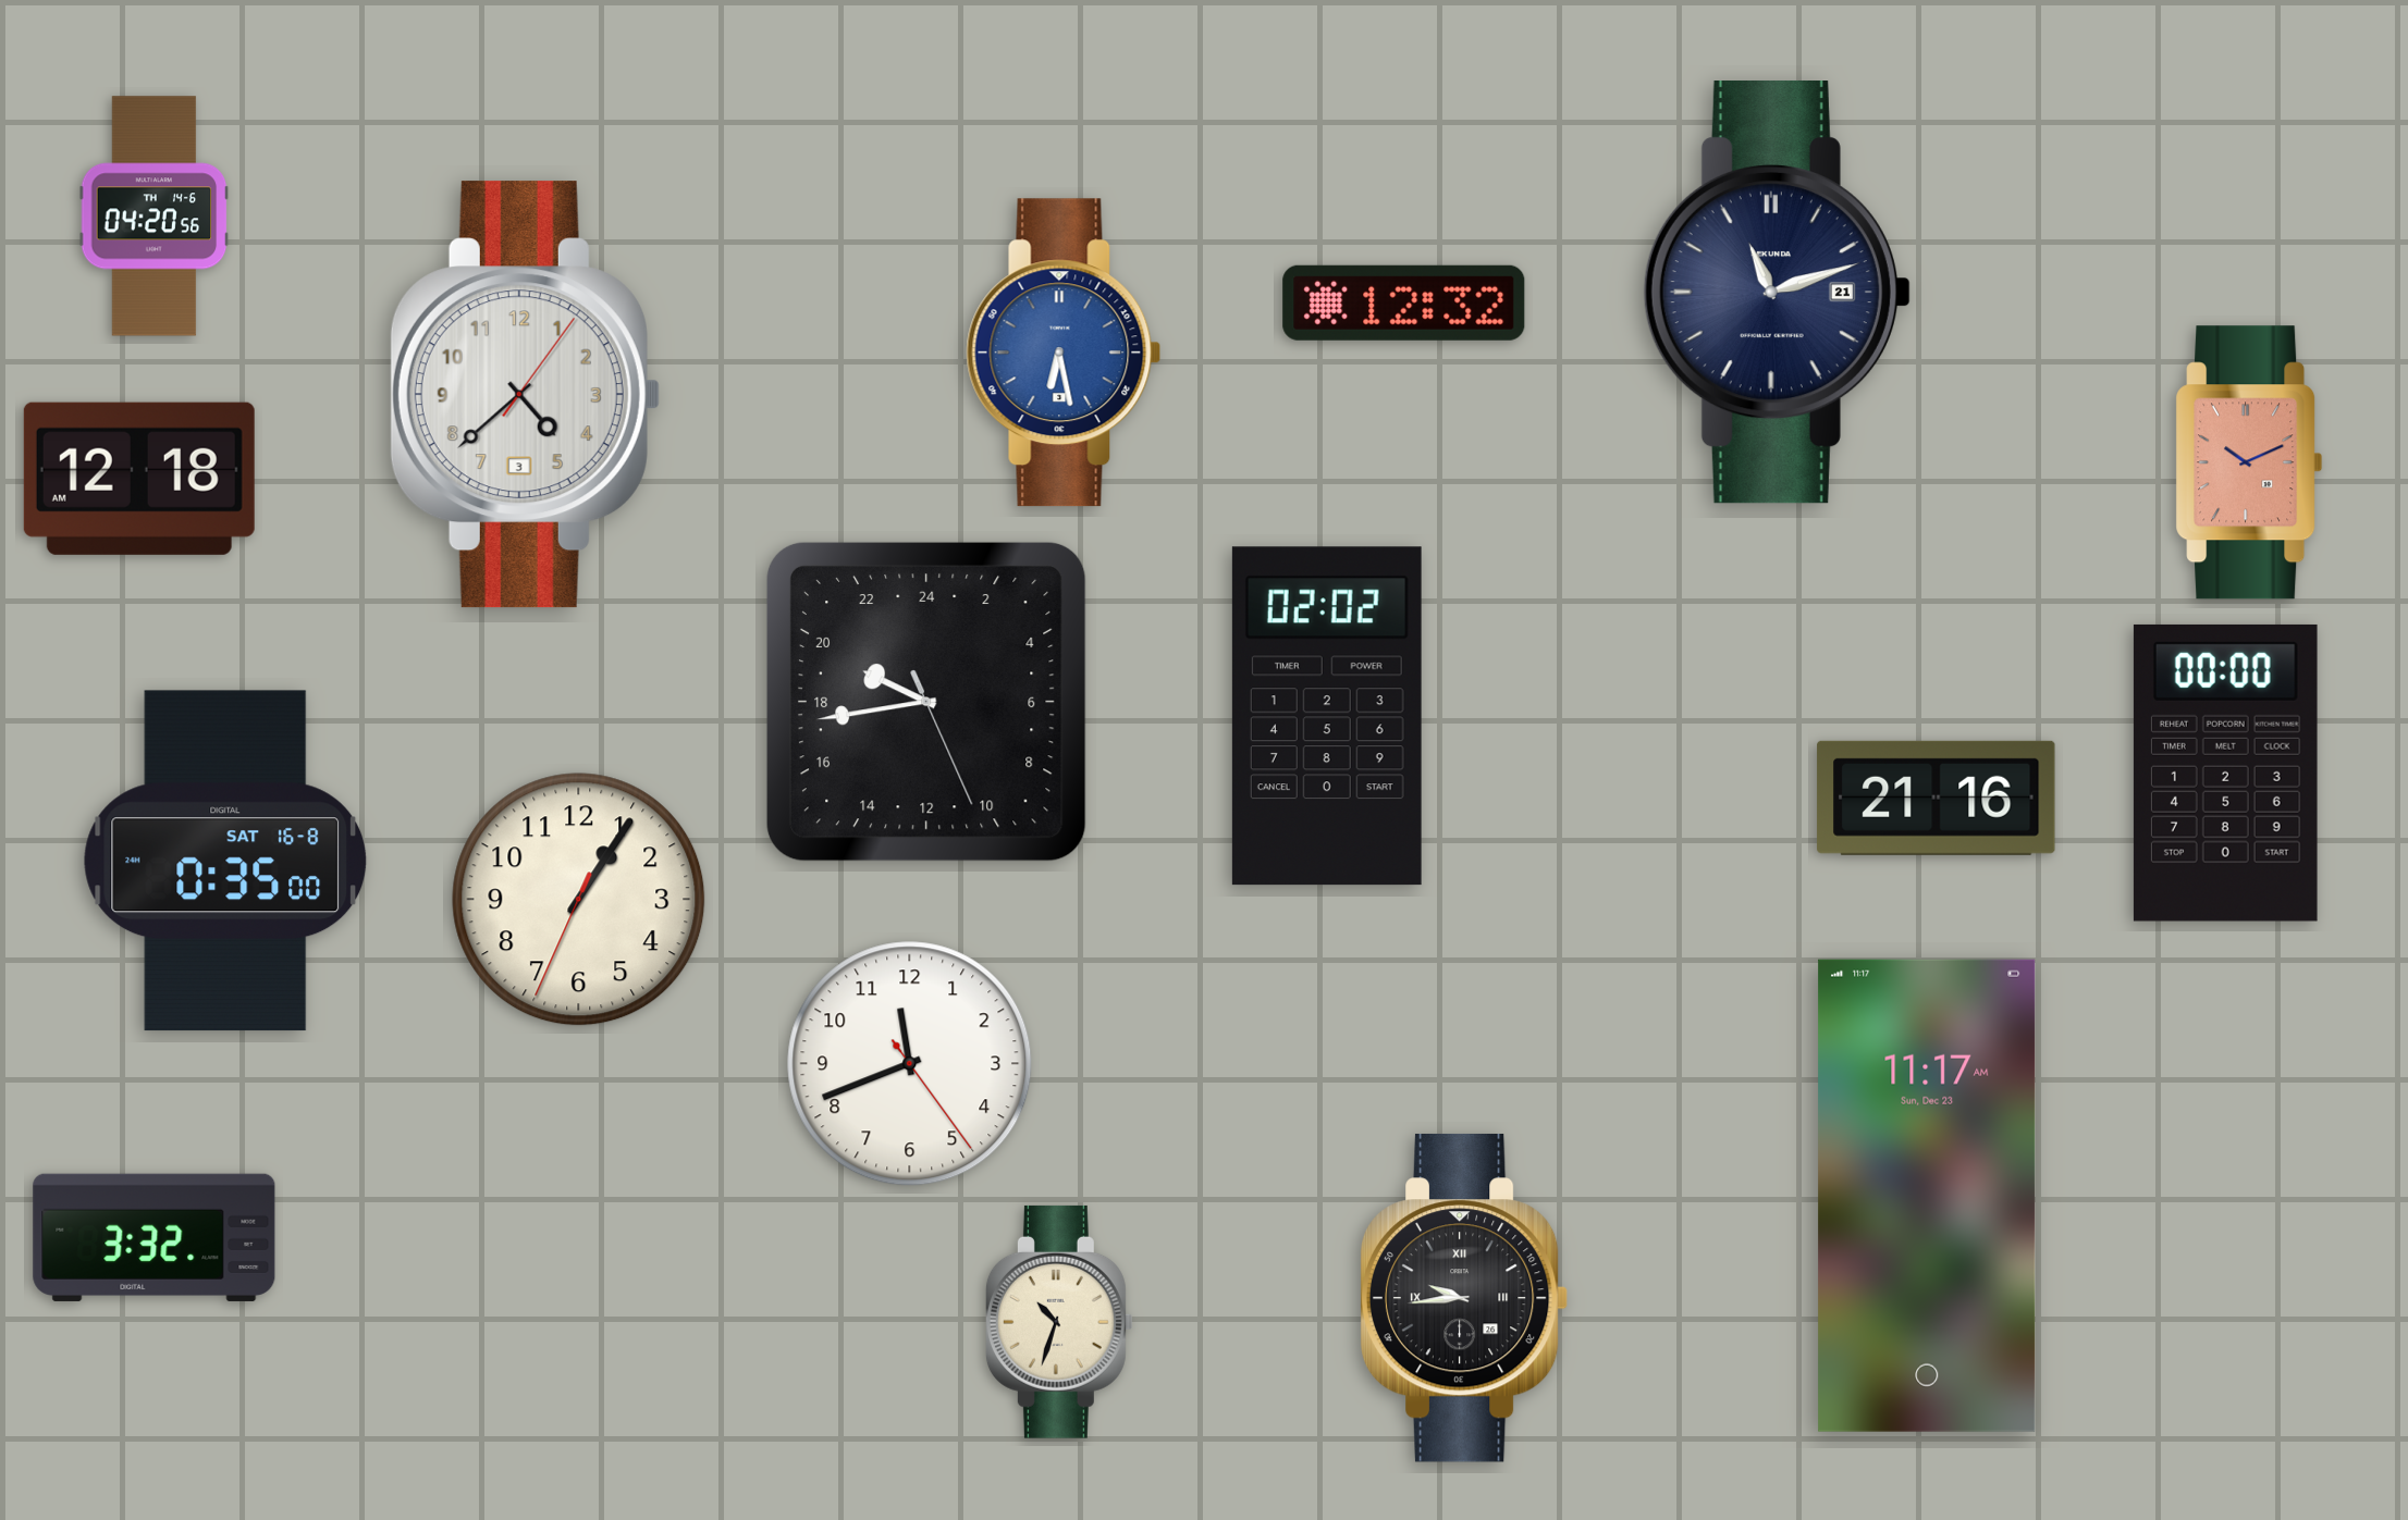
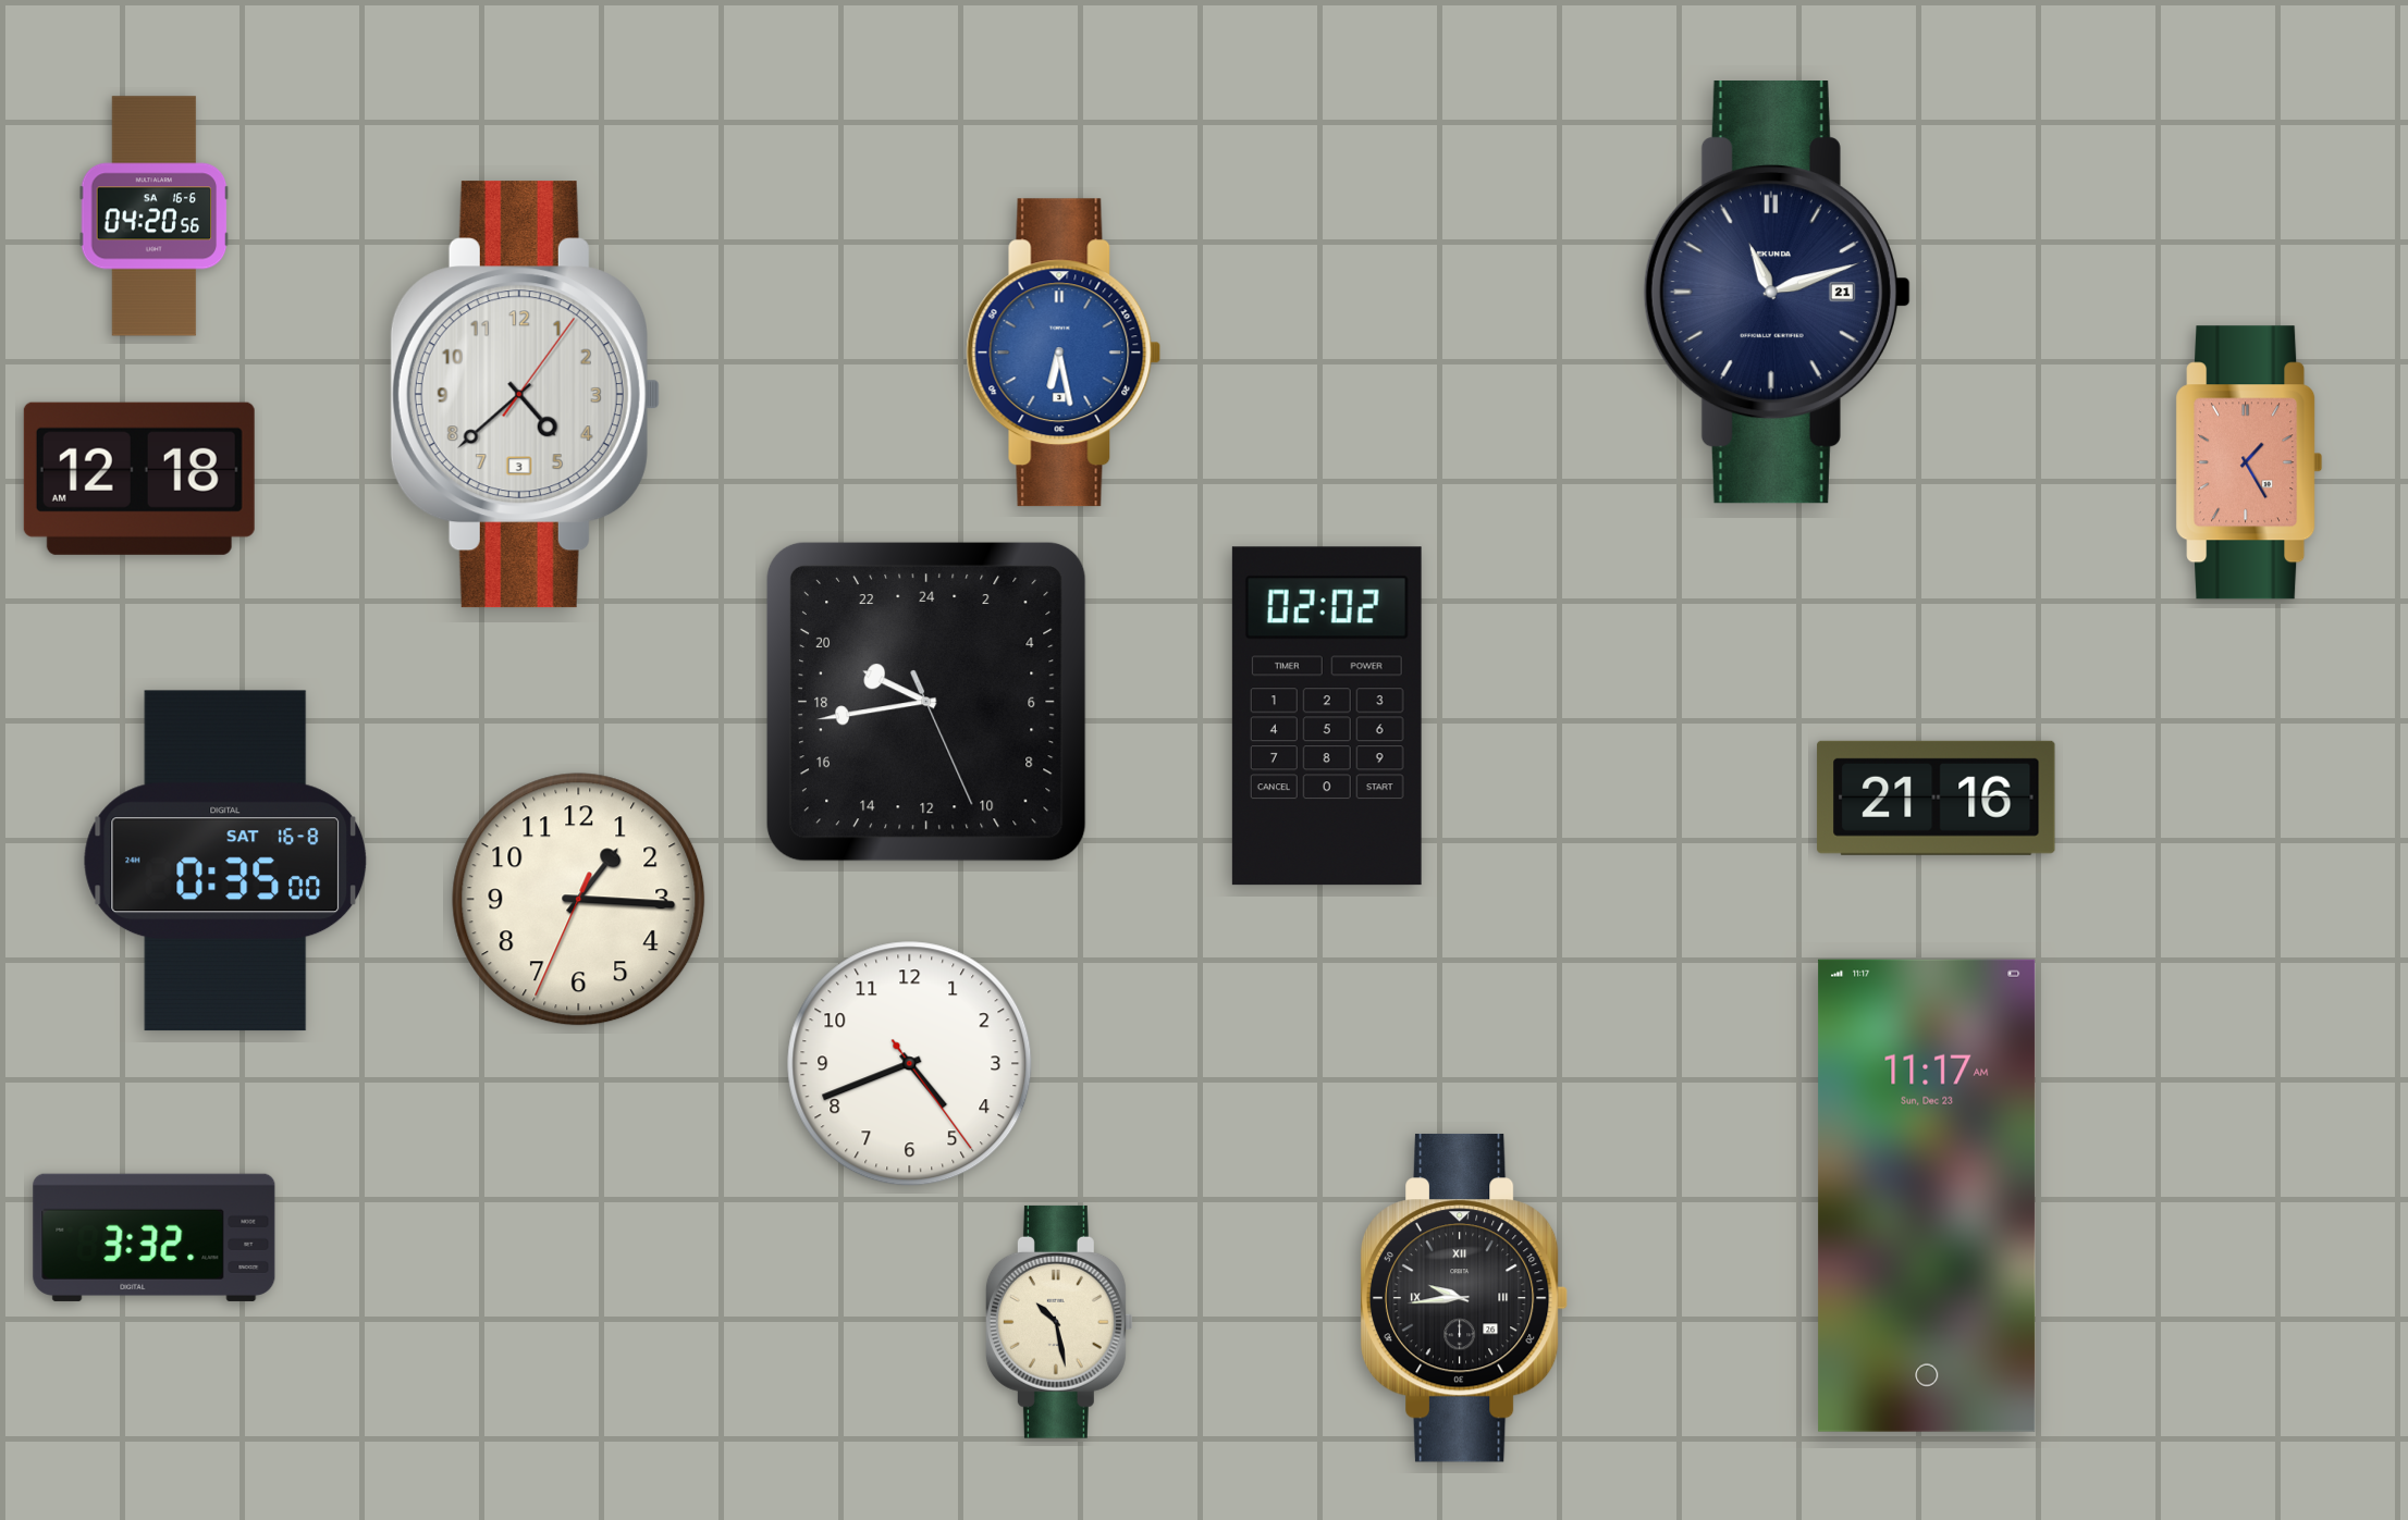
clock at (155, 217) date: TH 14-6 -> SA 16-6
clock at (1404, 302): 12:32 -> none
clock at (2249, 462): 10:11 -> 1:25
clock at (2225, 773): 00:00 -> none
clock at (579, 900): 1:05 -> 1:15
clock at (910, 1064): 11:41 -> 4:41
clock at (1059, 1322): 10:33 -> 10:28
